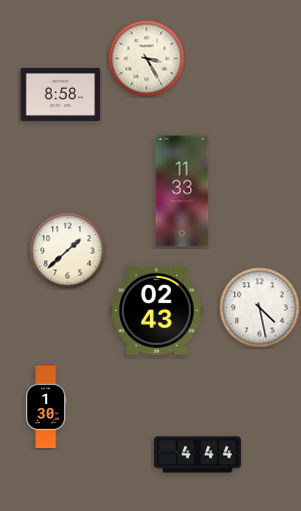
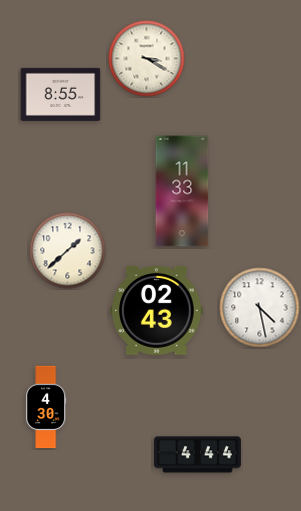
clock at (147, 59): 3:25 -> 3:20
clock at (61, 94): 8:58 -> 8:55
clock at (46, 407): 1:30 -> 4:30
